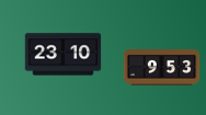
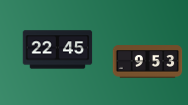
clock at (64, 55): 23:10 -> 22:45
